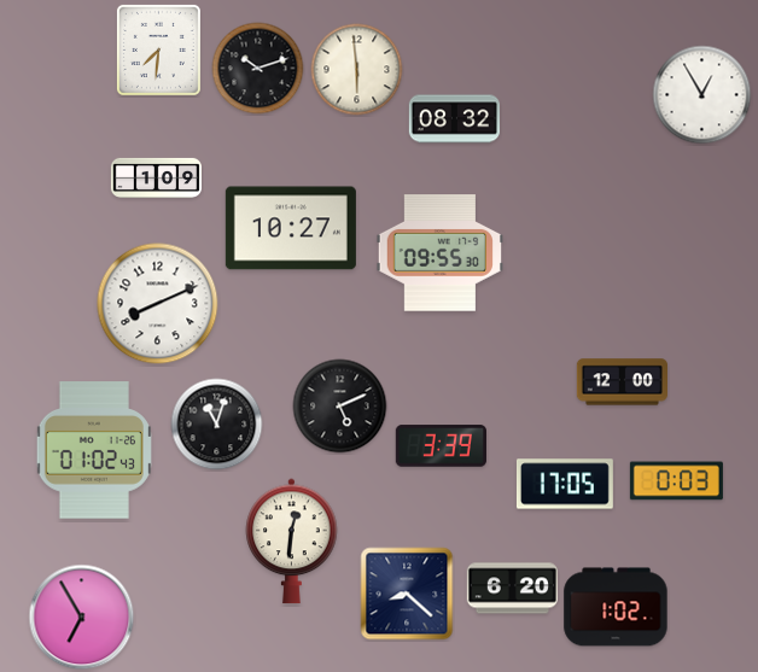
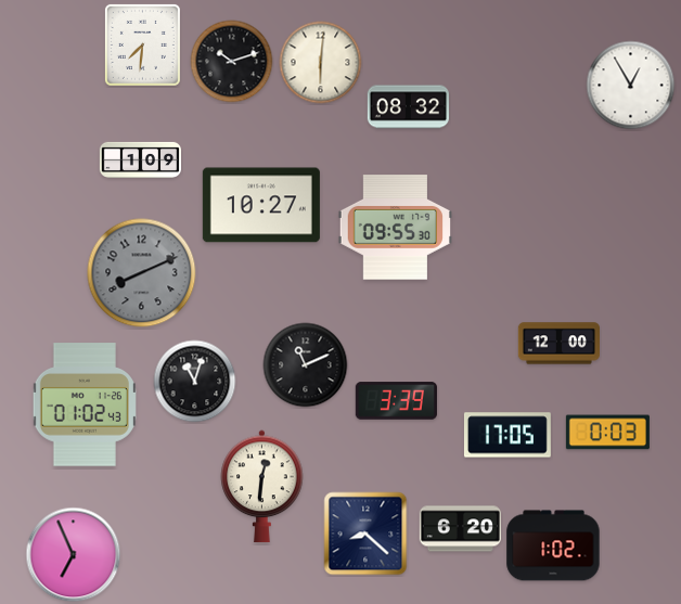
clock at (357, 70): 5:59 -> 6:01
clock at (158, 304) dial: white -> grey
clock at (340, 407): 5:11 -> 11:11
clock at (82, 618): 6:55 -> 6:56
